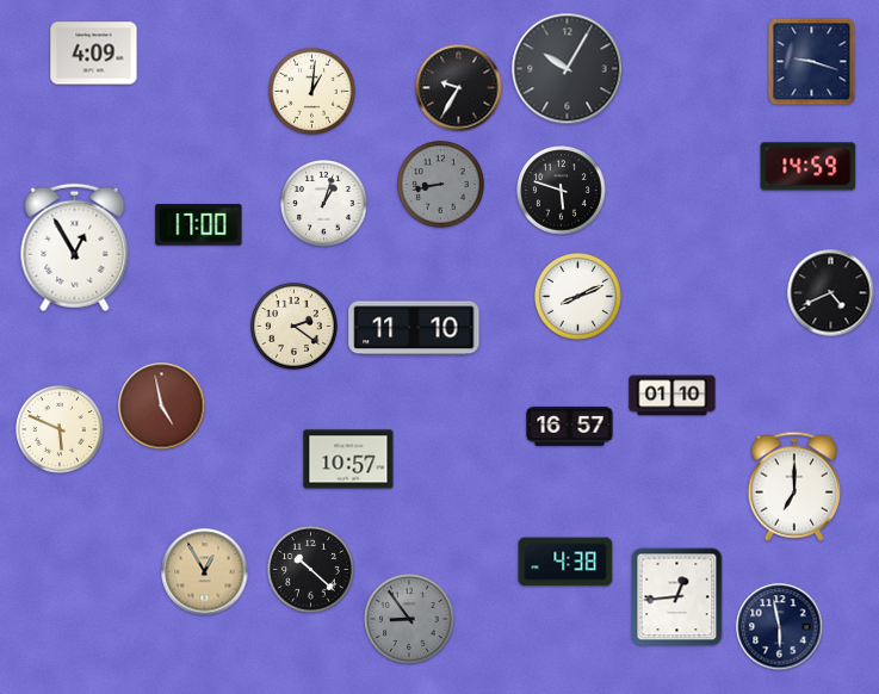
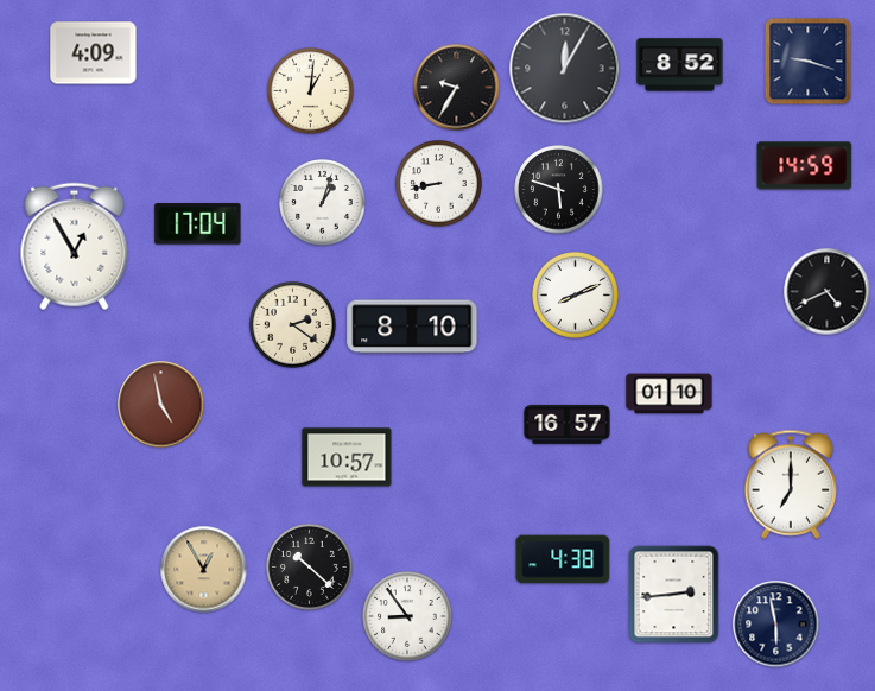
clock at (680, 65): none -> 8:52
clock at (568, 69): 10:05 -> 12:05
clock at (441, 185) dial: grey -> white
clock at (199, 225): 17:00 -> 17:04
clock at (414, 328): 11:10 -> 8:10
clock at (61, 430): 5:49 -> none
clock at (677, 597): 12:44 -> 2:44
clock at (409, 619) dial: grey -> white
